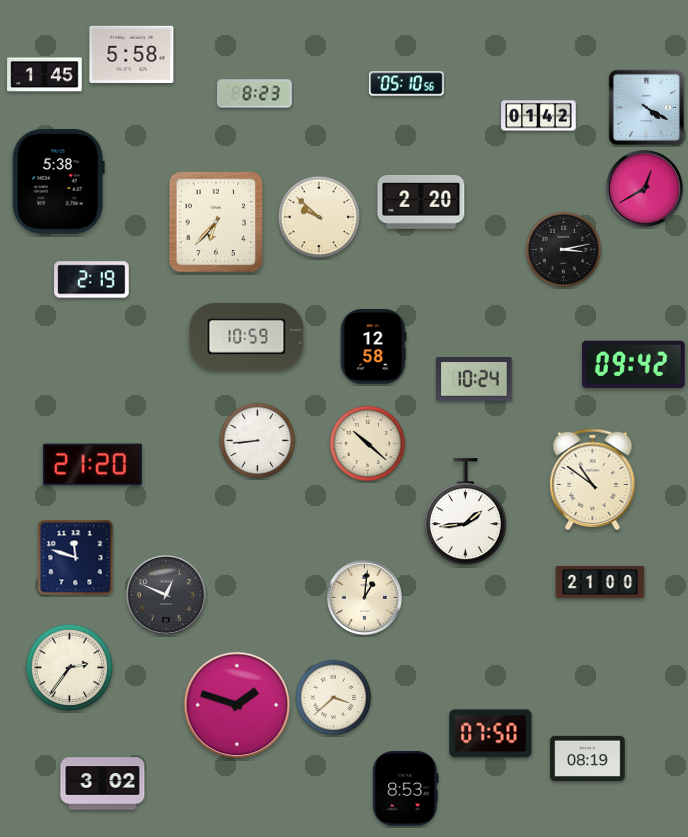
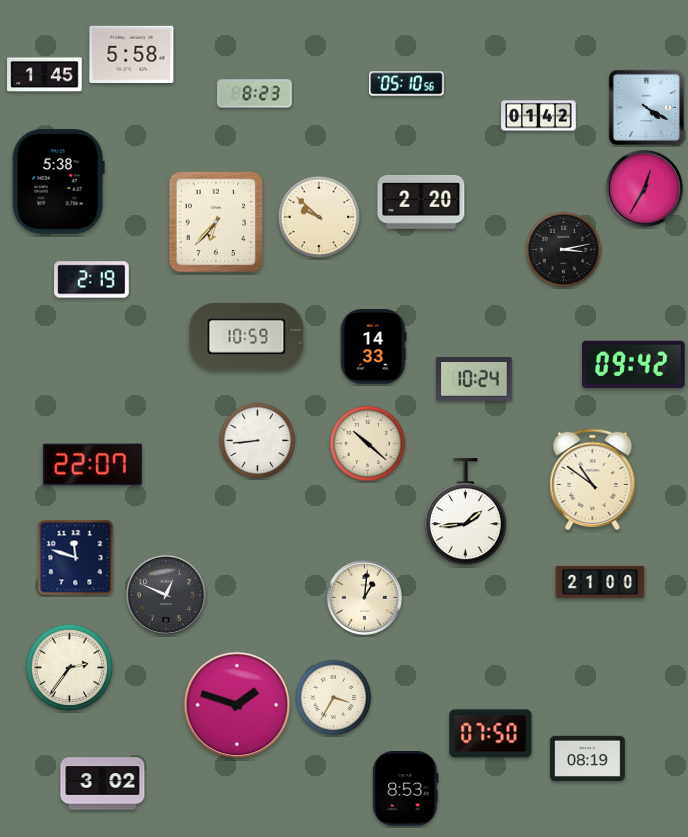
clock at (644, 188): 12:40 -> 12:35
clock at (373, 347): 12:58 -> 14:33
clock at (92, 465): 21:20 -> 22:07
clock at (334, 698): 3:38 -> 3:35
